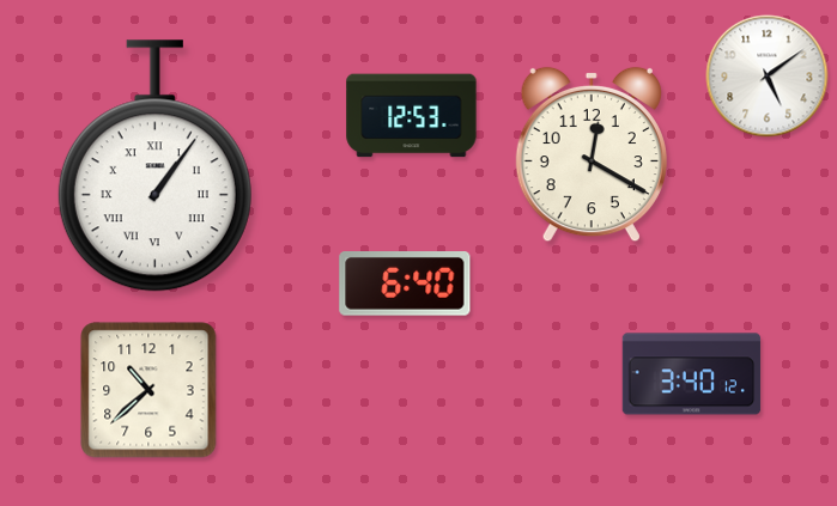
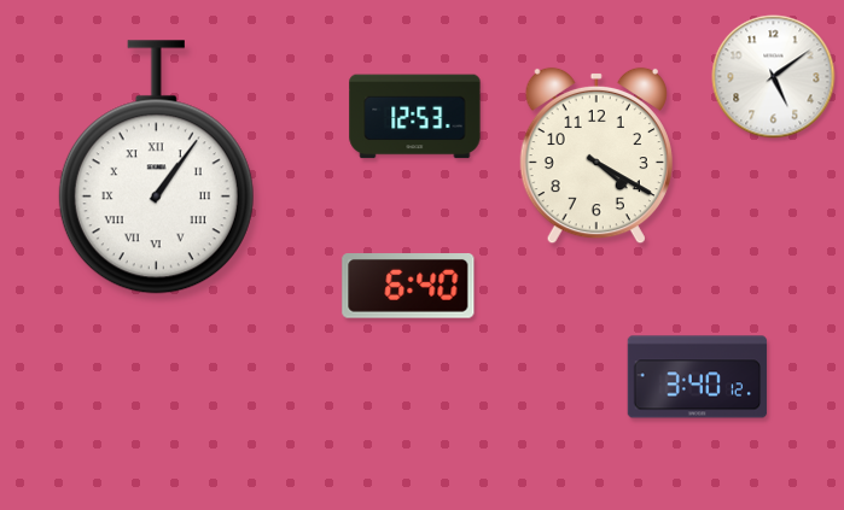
clock at (592, 154): 12:20 -> 4:20
clock at (148, 390): 10:38 -> none
